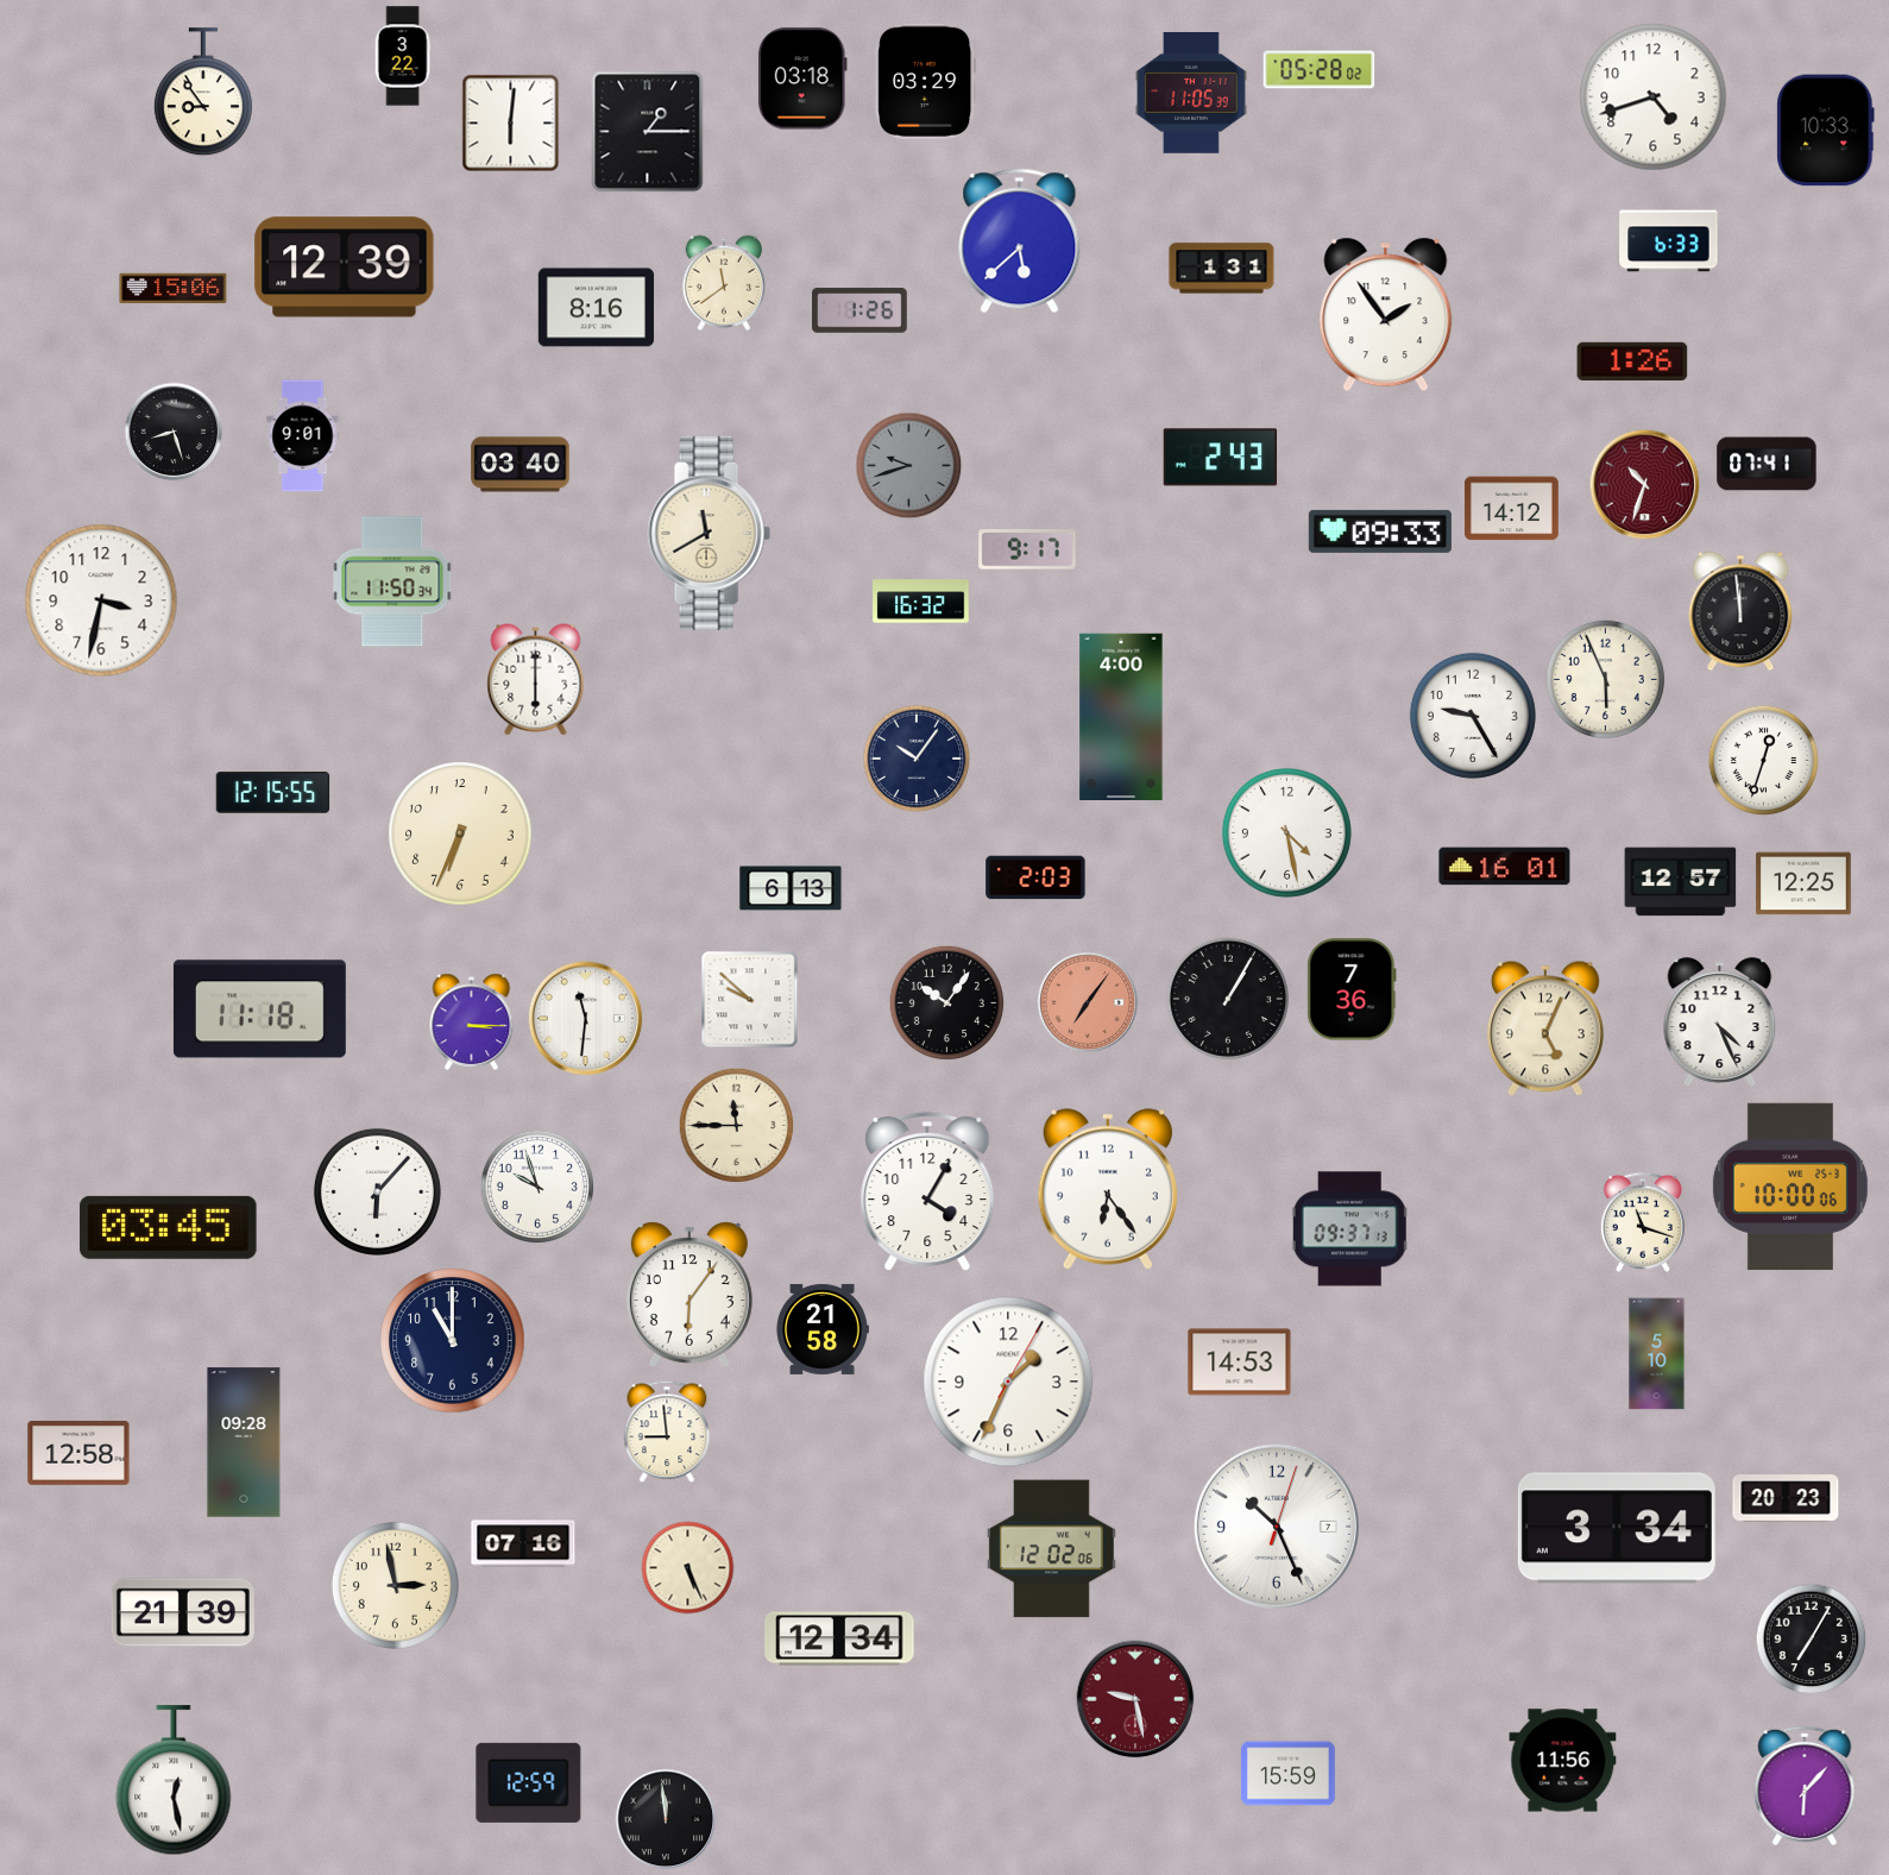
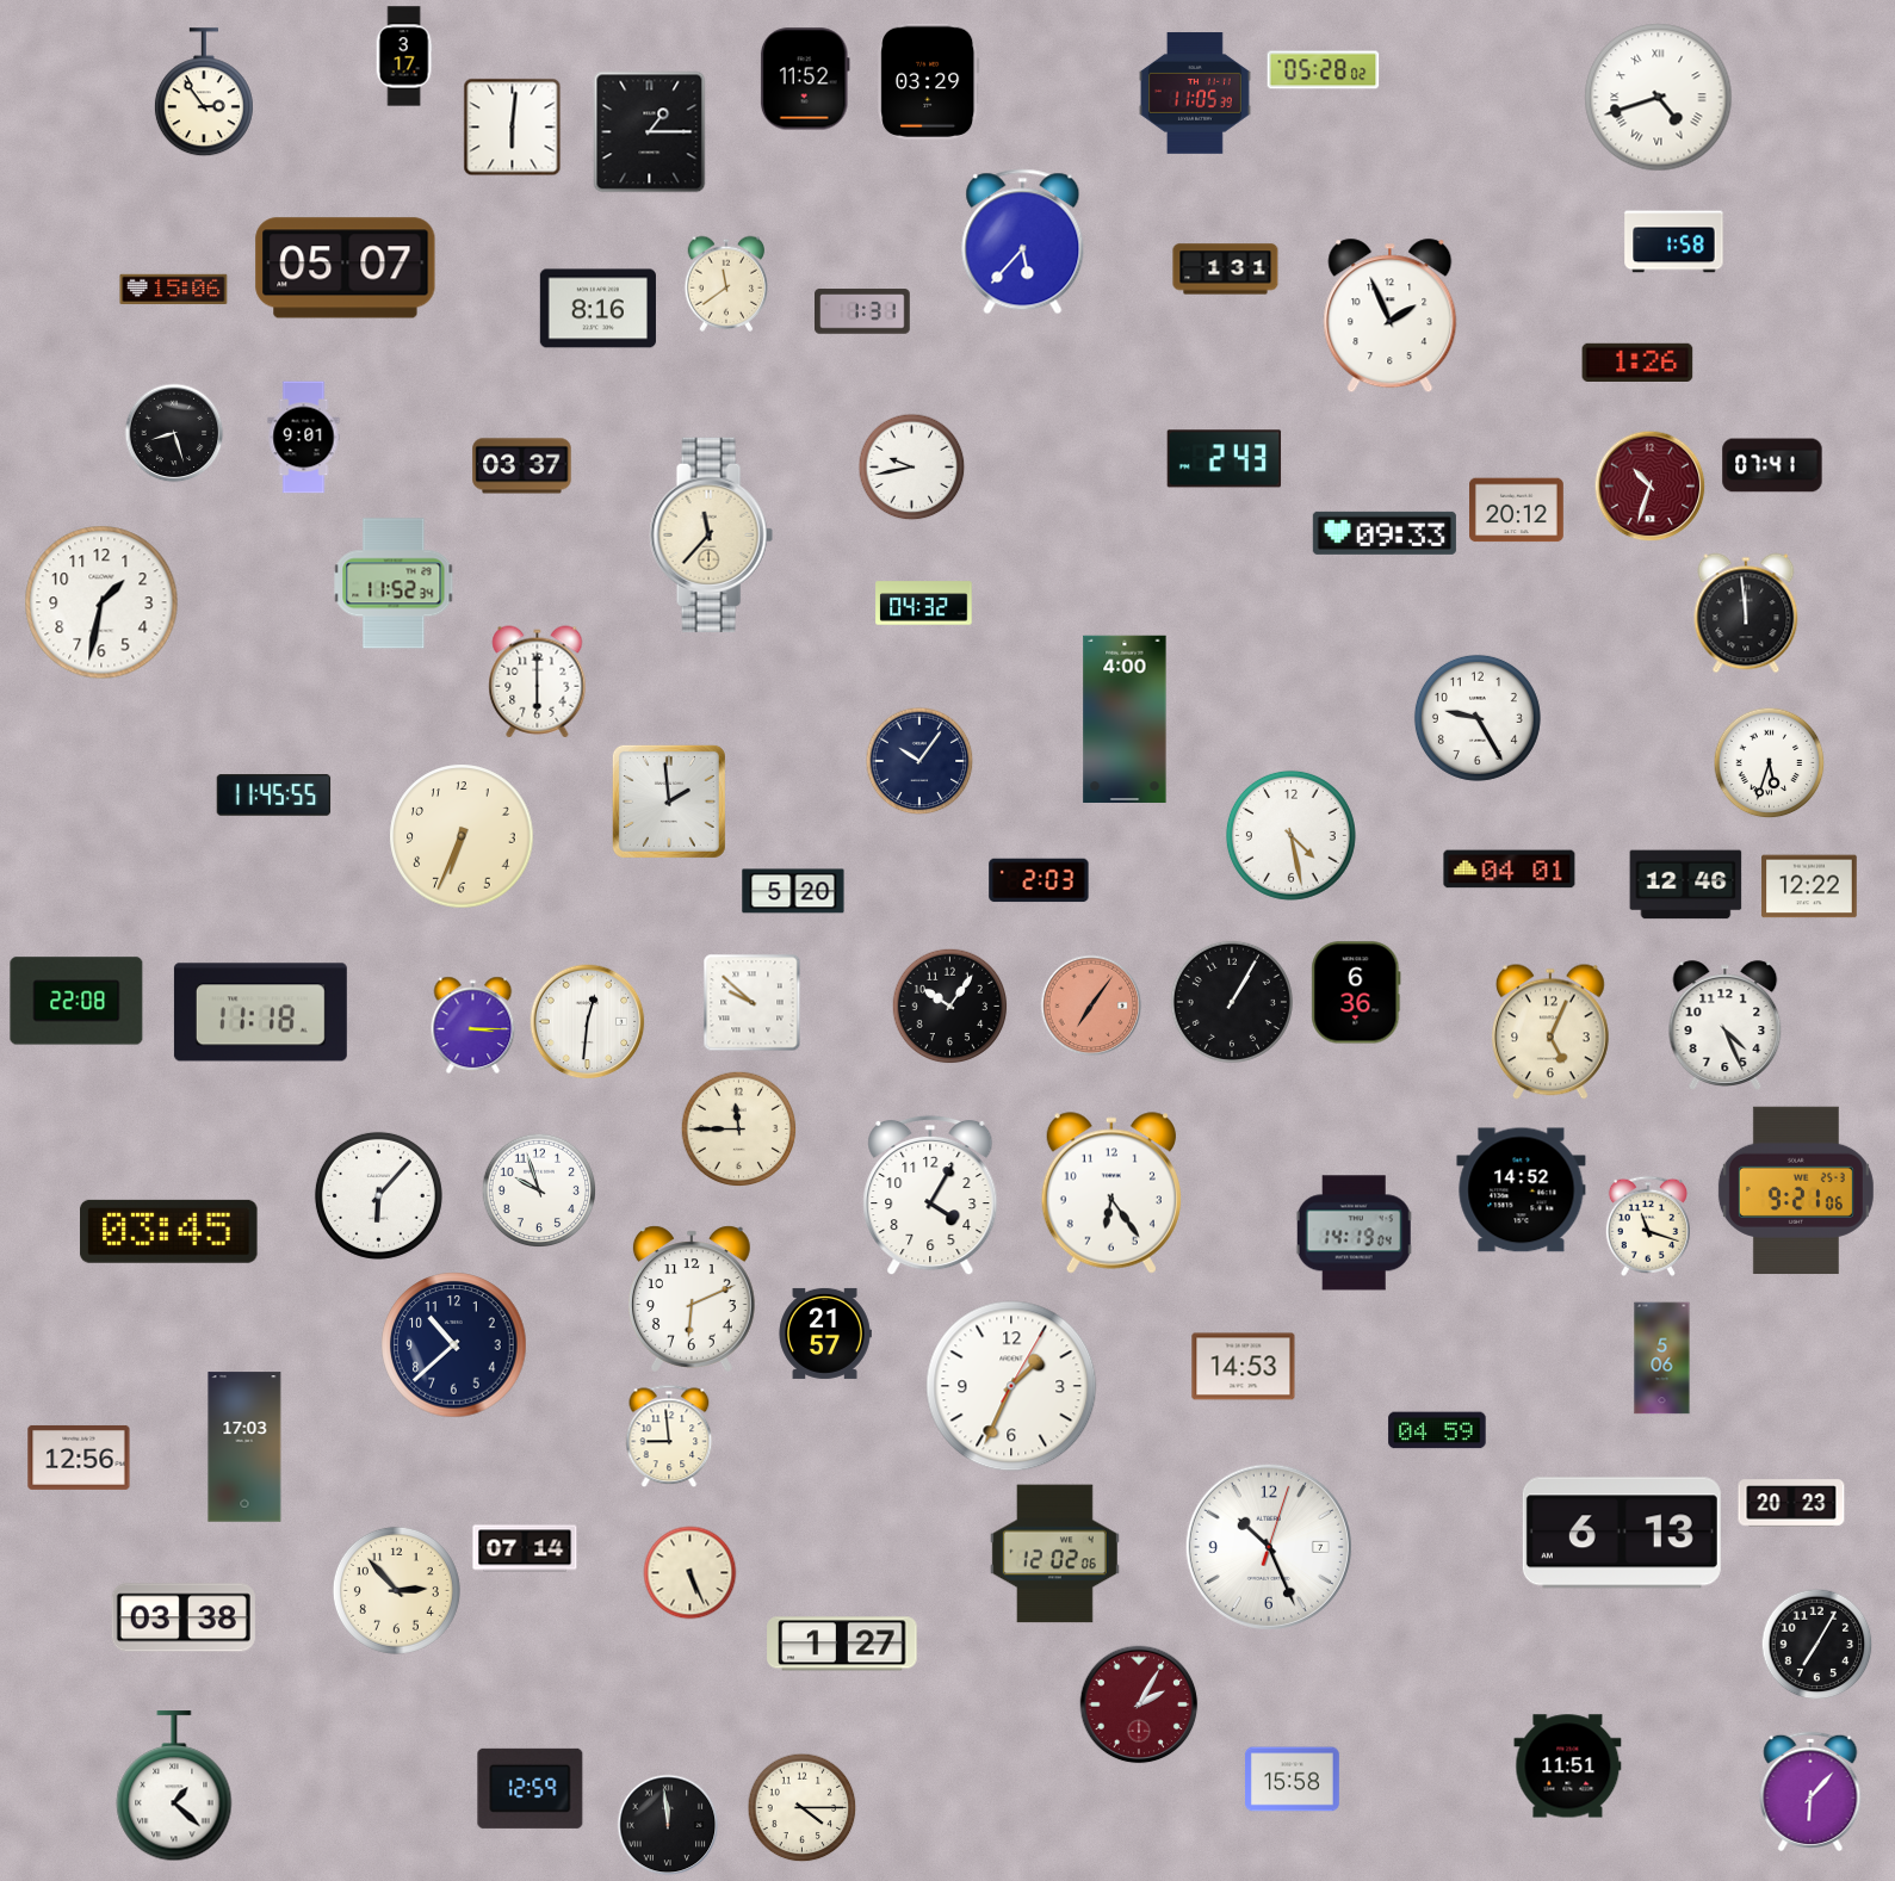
clock at (403, 56): 3:22 -> 3:17
clock at (802, 78): 03:18 -> 11:52
clock at (203, 93): 8:54 -> 2:54
clock at (1654, 97) numerals: Arabic -> Roman
clock at (511, 124) position: (511, 124) -> (513, 128)
clock at (1826, 131): 10:33 -> none
clock at (1020, 241): 5:38 -> 5:37
clock at (1669, 241): 6:33 -> 1:58
clock at (345, 268): 12:39 -> 05:07
clock at (860, 310): 1:26 -> 1:31
clock at (1386, 315): 1:54 -> 1:56
clock at (521, 465): 03:40 -> 03:37
clock at (909, 466): 9:42 -> 9:43
clock at (909, 466) dial: grey -> white
clock at (1512, 509): 14:12 -> 20:12
clock at (709, 533): 11:40 -> 11:37
clock at (1027, 549): 9:17 -> none
clock at (392, 581): 11:50 -> 11:52
clock at (101, 600): 3:32 -> 1:32
clock at (921, 602): 16:32 -> 04:32
clock at (1605, 679): 5:56 -> none
clock at (1764, 761): 12:33 -> 5:33
clock at (273, 793): 12:15 -> 11:45
clock at (669, 802): none -> 1:59
clock at (1505, 867): 16:01 -> 04:01
clock at (1681, 882): 12:57 -> 12:46
clock at (1803, 883): 12:25 -> 12:22
clock at (791, 888): 6:13 -> 5:20
clock at (1352, 989): 7:36 -> 6:36
clock at (76, 1001): none -> 22:08
clock at (586, 1019): 11:31 -> 12:31
clock at (1790, 1185): 10:00 -> 9:21
clock at (1522, 1190): none -> 14:52
clock at (1350, 1229): 09:37 -> 14:19
clock at (690, 1295): 6:06 -> 6:11
clock at (823, 1329): 21:58 -> 21:57
clock at (453, 1341): 11:00 -> 10:38
clock at (1657, 1354): 5:10 -> 5:06
clock at (1437, 1430): none -> 04:59
clock at (244, 1442): 09:28 -> 17:03
clock at (78, 1453): 12:58 -> 12:56
clock at (1277, 1527) position: (1277, 1527) -> (1269, 1547)
clock at (1617, 1528): 3:34 -> 6:13
clock at (523, 1543): 07:16 -> 07:14
clock at (395, 1585): 2:58 -> 2:53
clock at (183, 1612): 21:39 -> 03:38
clock at (839, 1638): 12:34 -> 1:27
clock at (1135, 1699): 9:28 -> 2:05
clock at (1563, 1761): 11:56 -> 11:51
clock at (1289, 1774): 15:59 -> 15:58
clock at (174, 1781): 12:28 -> 1:22
clock at (803, 1808): none -> 4:15
